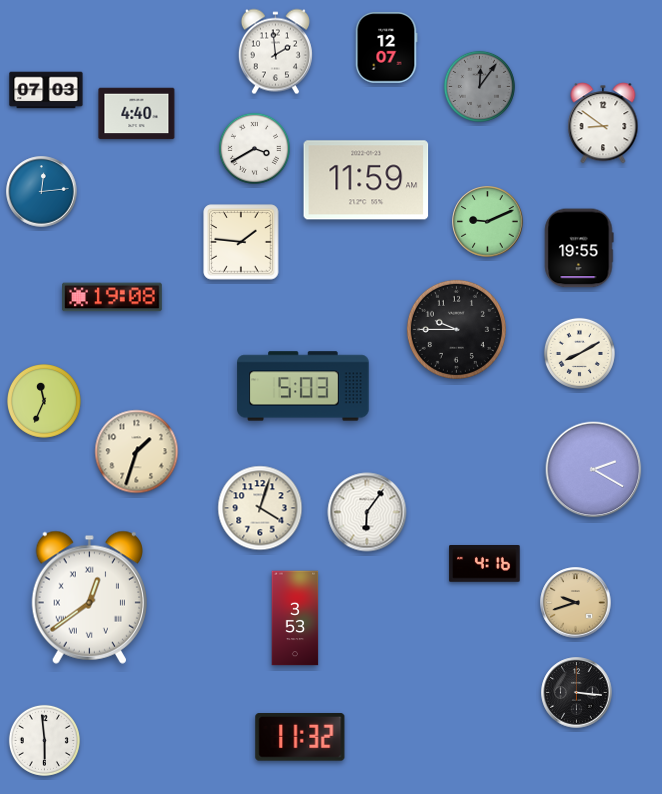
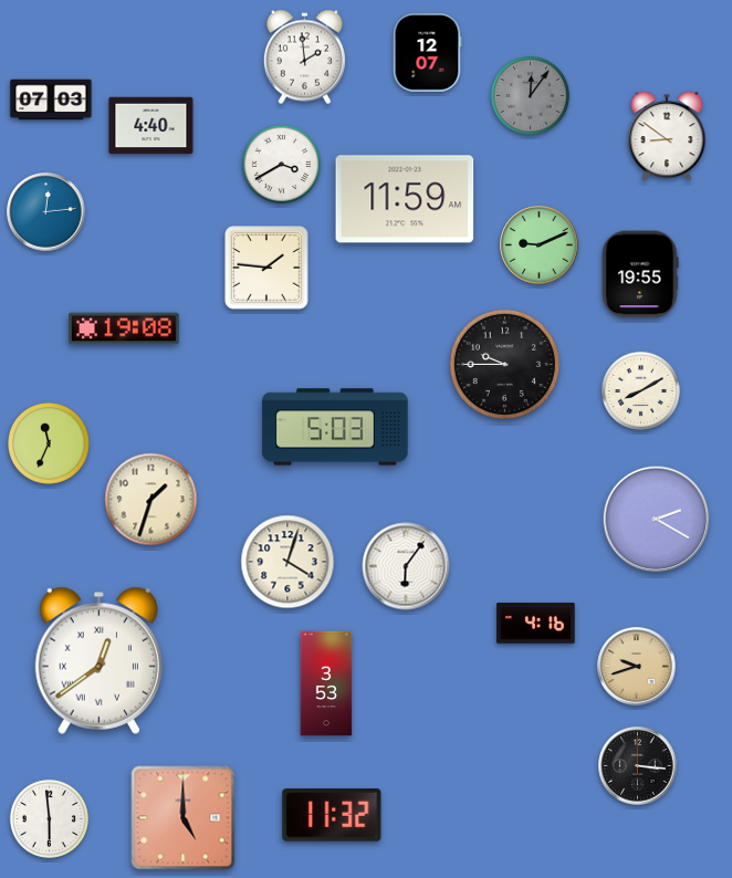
clock at (184, 818): none -> 5:00
